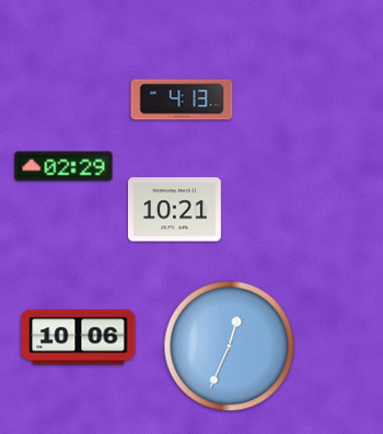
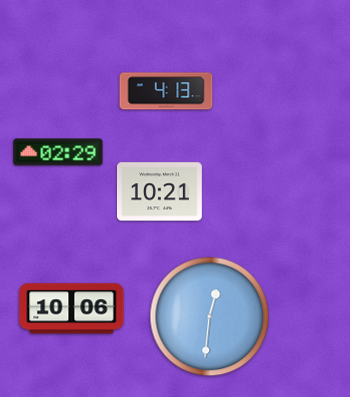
clock at (230, 347): 12:34 -> 12:31
